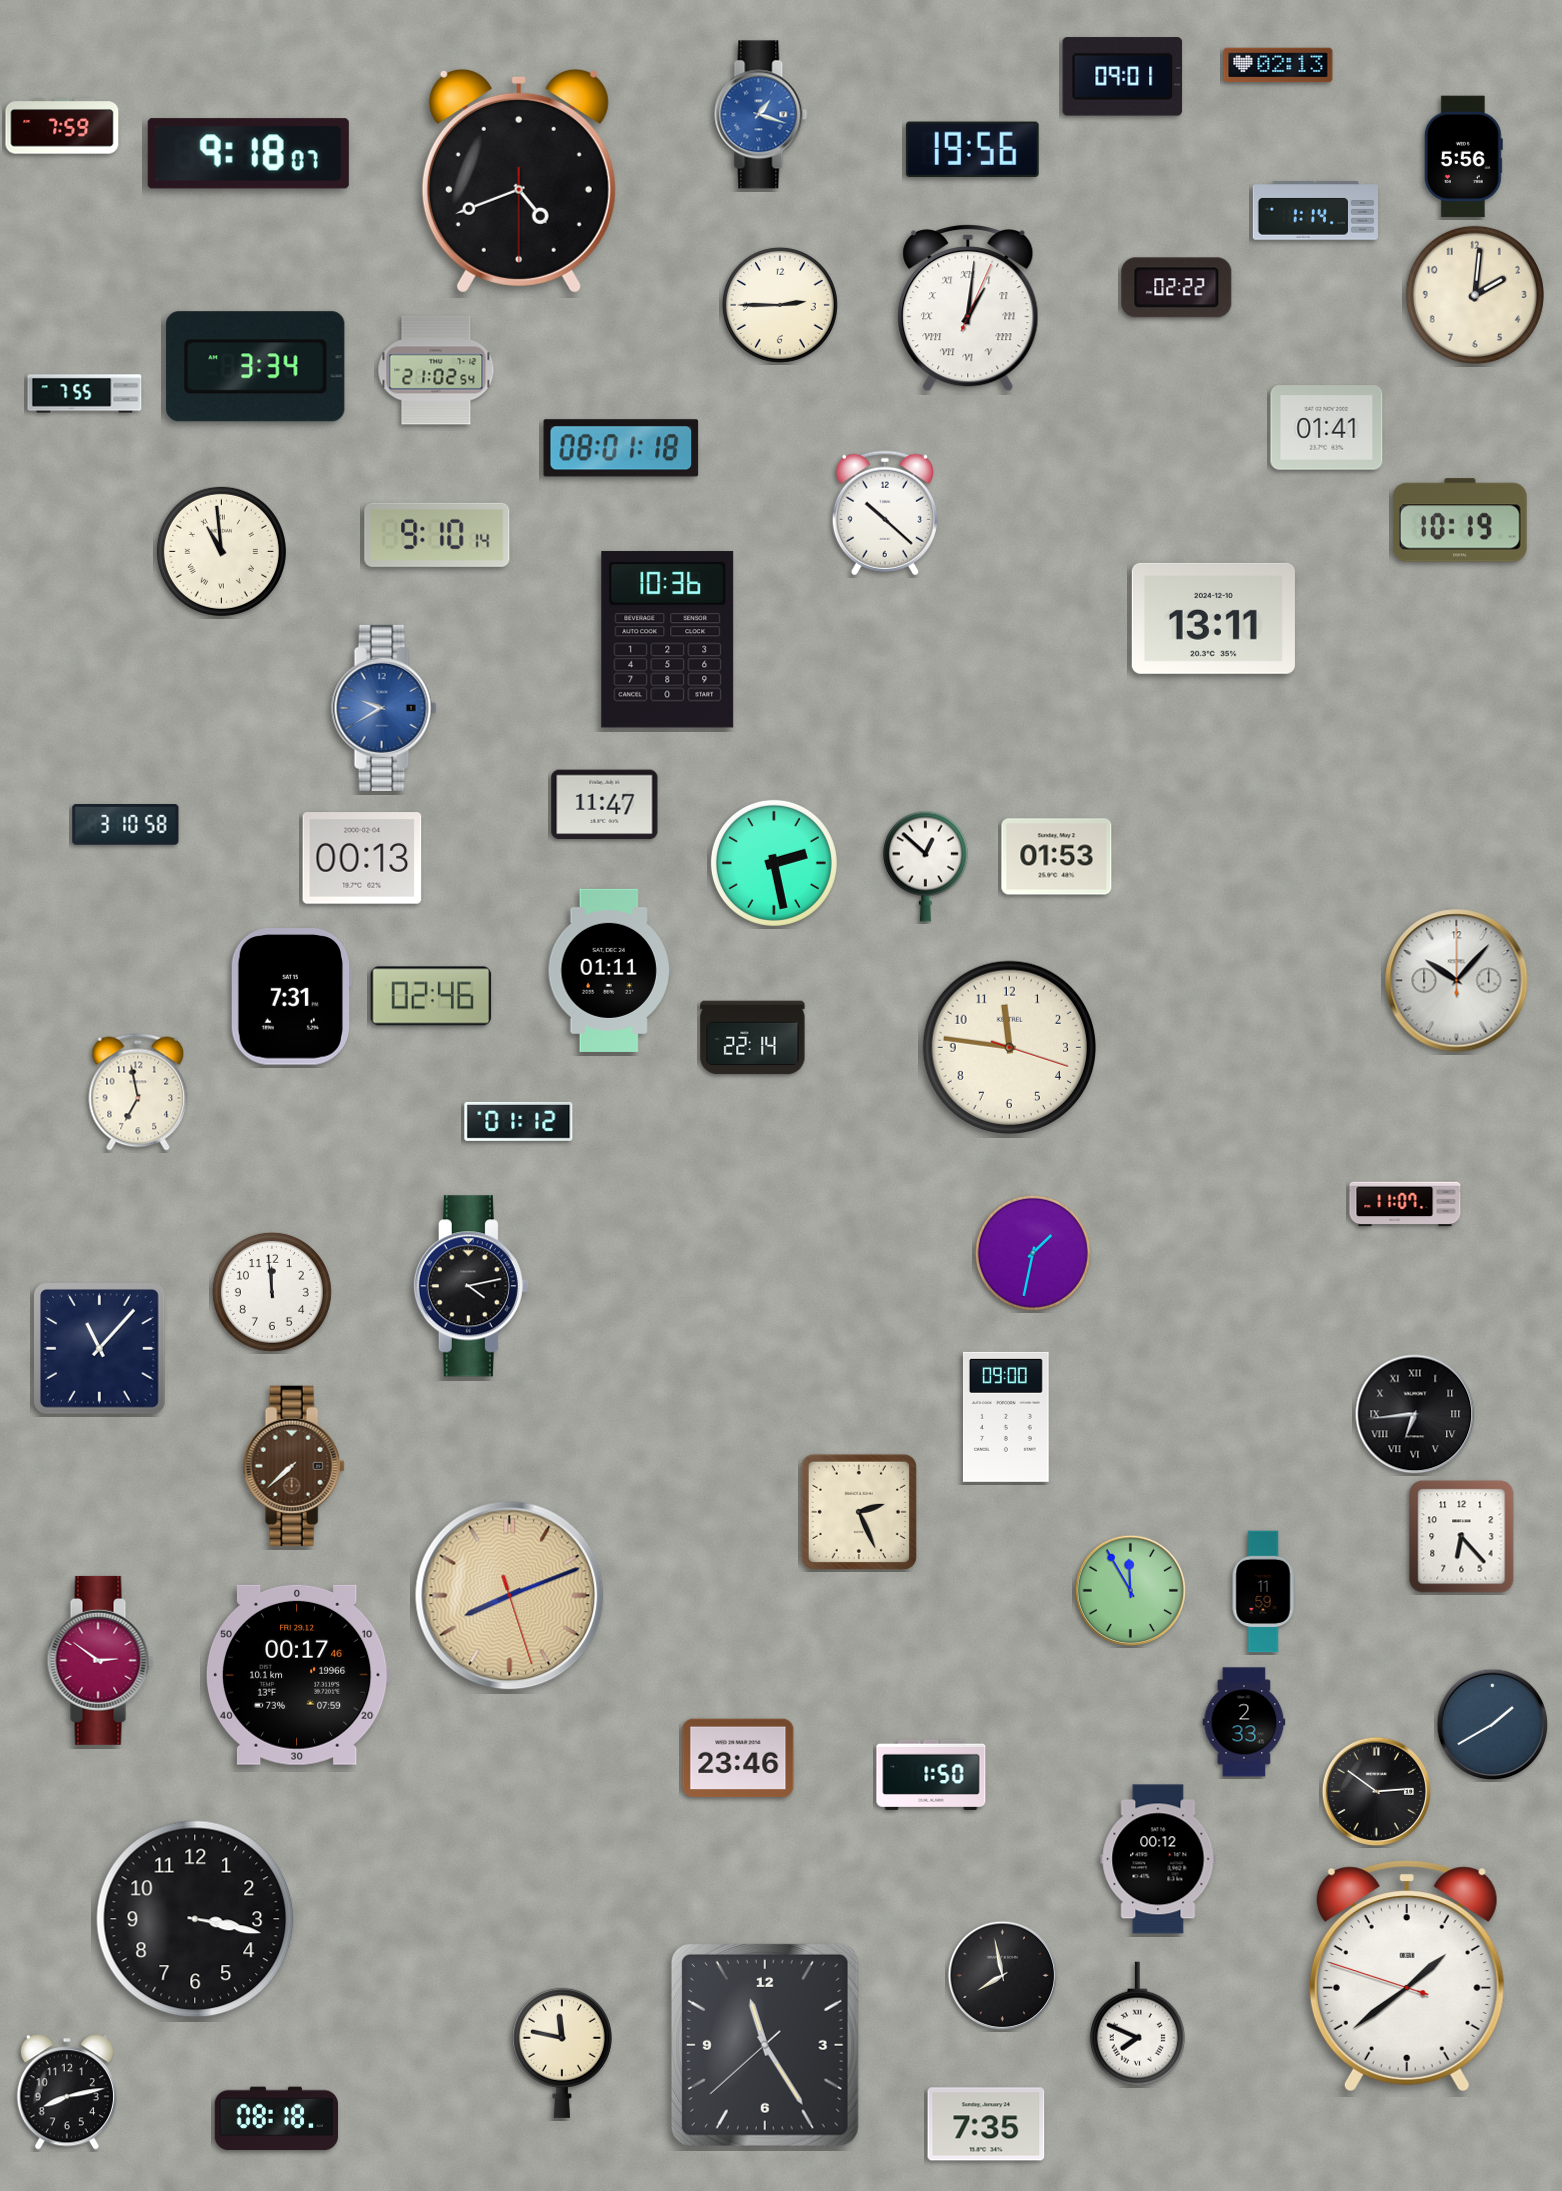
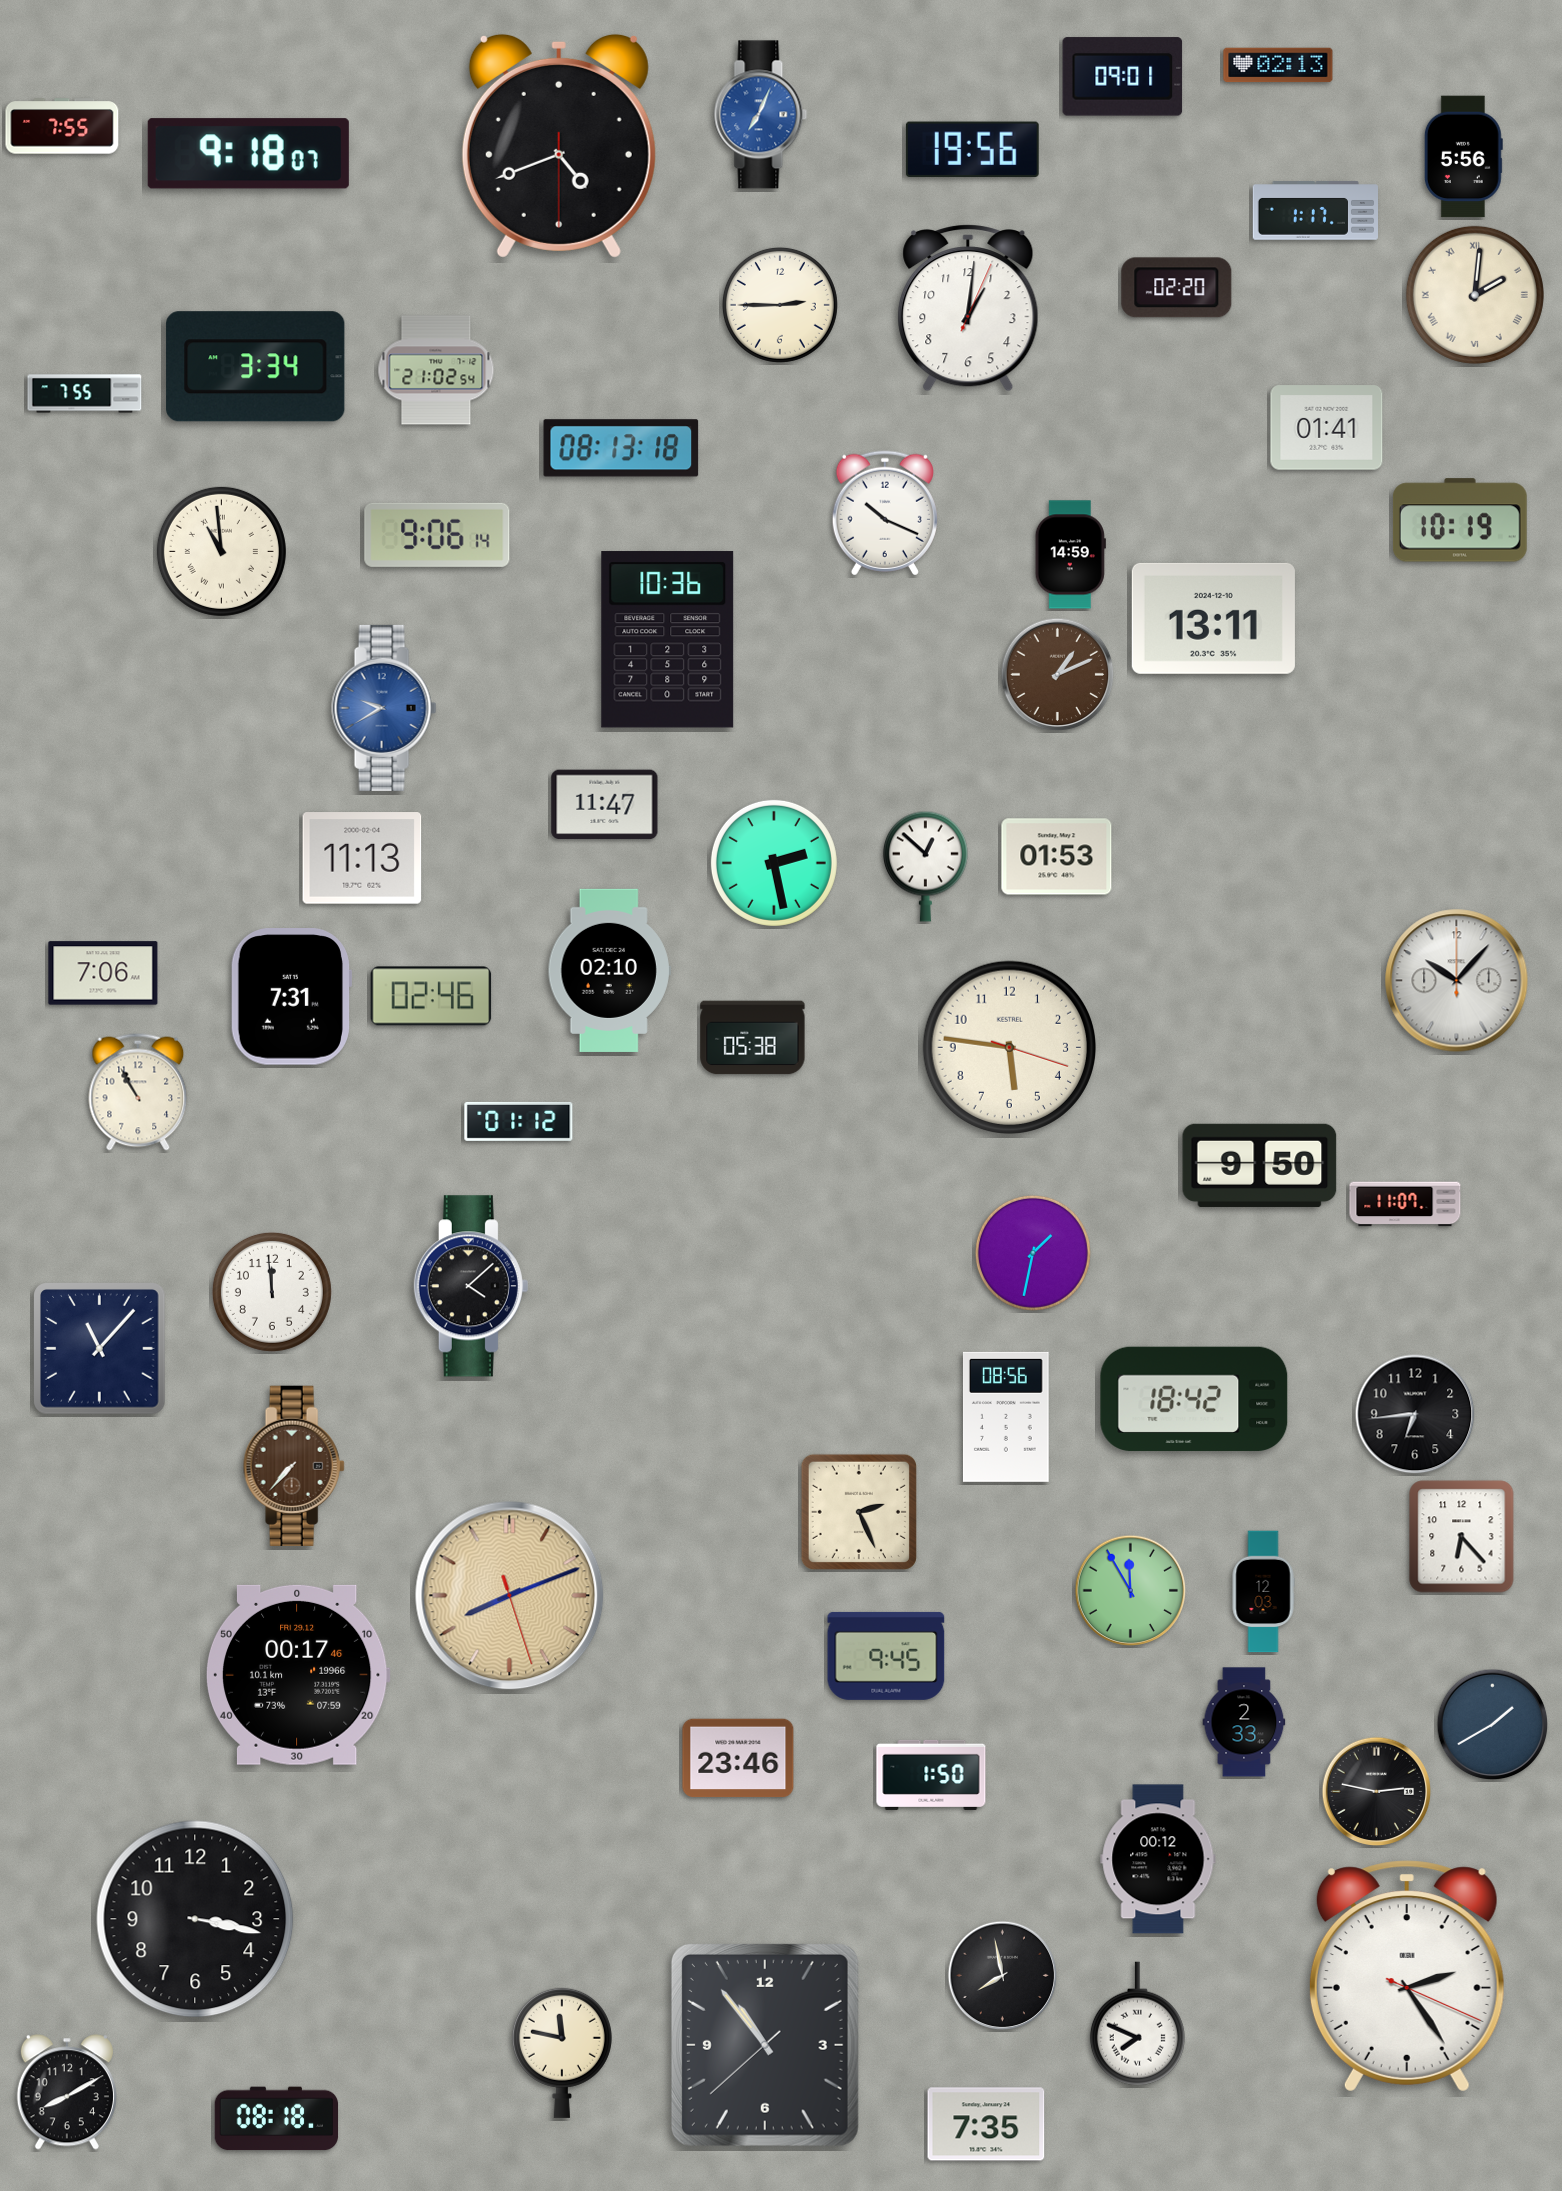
clock at (761, 115): 1:18 -> 7:04
clock at (62, 126): 7:59 -> 7:55
clock at (519, 181) position: (519, 181) -> (559, 146)
clock at (1315, 211): 1:14 -> 1:17
clock at (1177, 288): 02:22 -> 02:20
clock at (1475, 295) numerals: Arabic -> Roman
clock at (968, 309) numerals: Roman -> Arabic
clock at (621, 448): 08:01 -> 08:13
clock at (885, 513): 10:22 -> 10:19
clock at (437, 535): 9:10 -> 9:06
clock at (1070, 555): none -> 14:59
clock at (1058, 675): none -> 1:11
clock at (126, 825): 3:10 -> none
clock at (362, 858): 00:13 -> 11:13
clock at (609, 970): 01:11 -> 02:10
clock at (103, 973): none -> 7:06
clock at (753, 1038): 22:14 -> 05:38
clock at (1009, 1047): 11:46 -> 5:46
clock at (138, 1092): 6:58 -> 10:55
clock at (1260, 1165): none -> 9:50
clock at (471, 1286): 4:13 -> 4:08
clock at (1194, 1399): none -> 18:42
clock at (1415, 1414) numerals: Roman -> Arabic
clock at (1006, 1417): 09:00 -> 08:56
clock at (294, 1465): 7:38 -> 7:37
clock at (1263, 1592): 11:59 -> 12:03
clock at (886, 1656): none -> 9:45
clock at (100, 1660): 2:51 -> none
clock at (1377, 1792): 2:51 -> 2:47
clock at (1407, 1976): 1:38 -> 2:24
clock at (765, 2045): 11:24 -> 10:53
clock at (67, 2092): 8:13 -> 8:10
